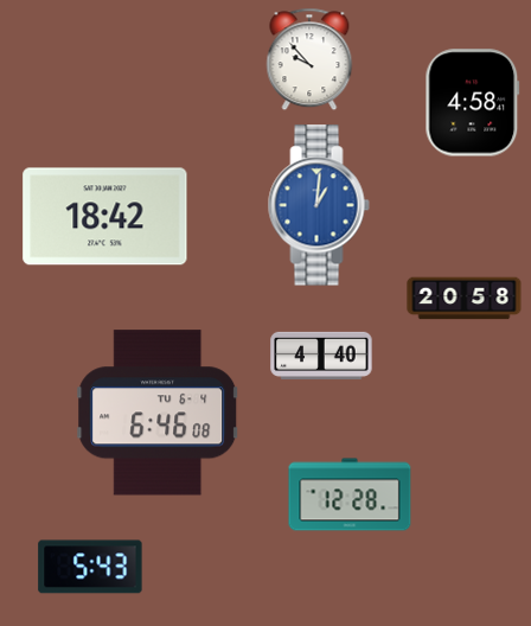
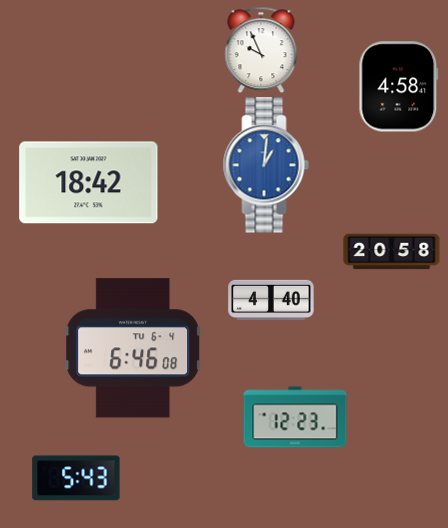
clock at (309, 59): 9:53 -> 9:56
clock at (319, 205) position: (319, 205) -> (266, 165)
clock at (350, 494): 12:28 -> 12:23
